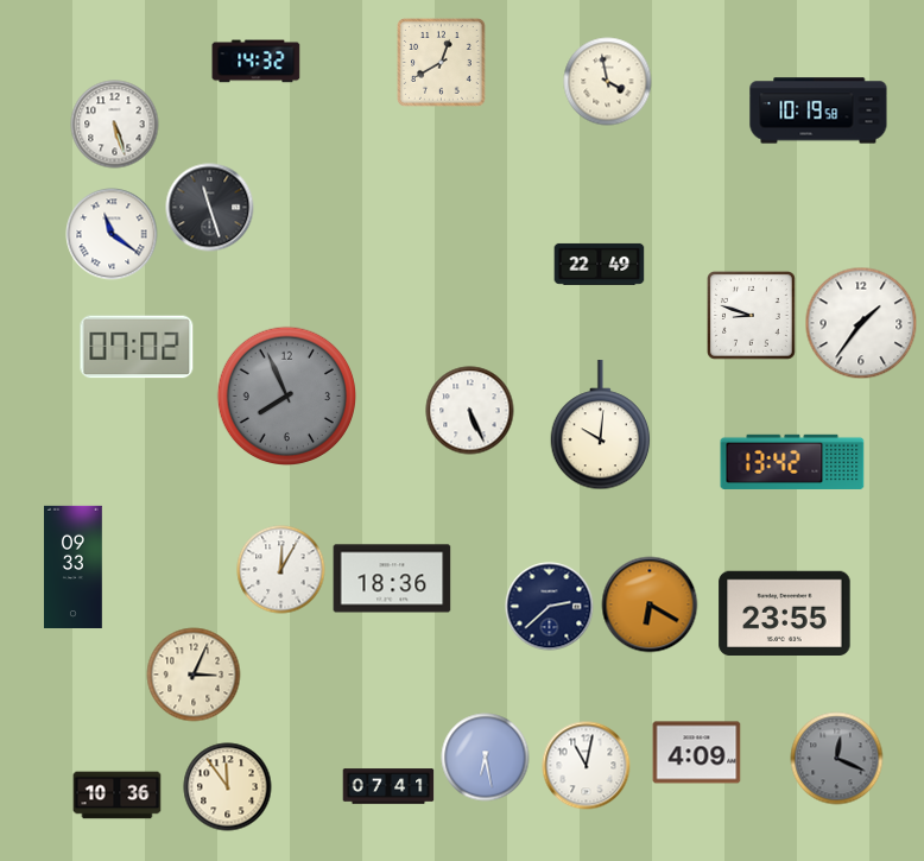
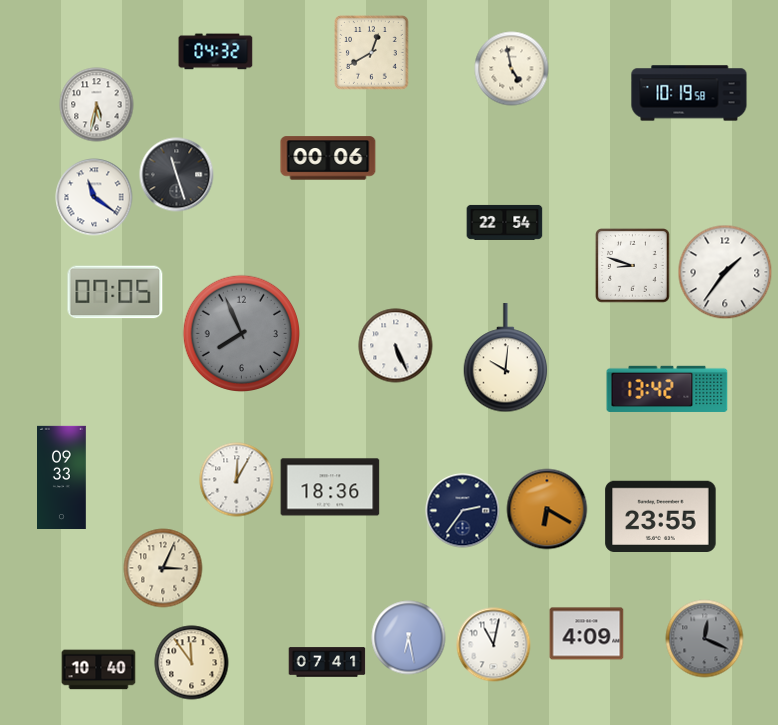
clock at (257, 62): 14:32 -> 04:32
clock at (608, 82): 3:58 -> 4:58
clock at (115, 125): 5:27 -> 5:32
clock at (328, 158): none -> 00:06
clock at (600, 264): 22:49 -> 22:54
clock at (137, 347): 07:02 -> 07:05
clock at (550, 607): 2:38 -> 2:36
clock at (118, 796): 10:36 -> 10:40
